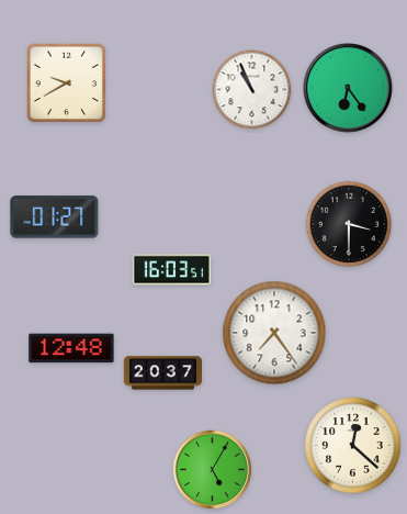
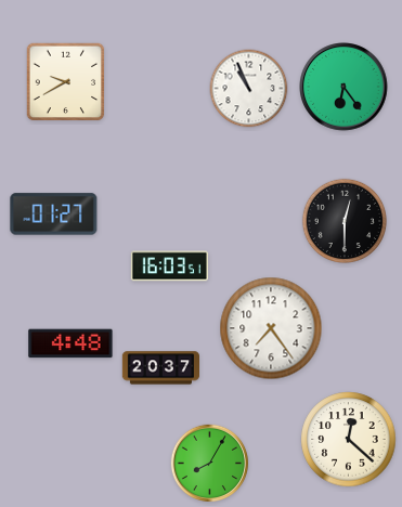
clock at (348, 223): 3:30 -> 12:30
clock at (71, 348): 12:48 -> 4:48
clock at (212, 469): 5:05 -> 8:05
